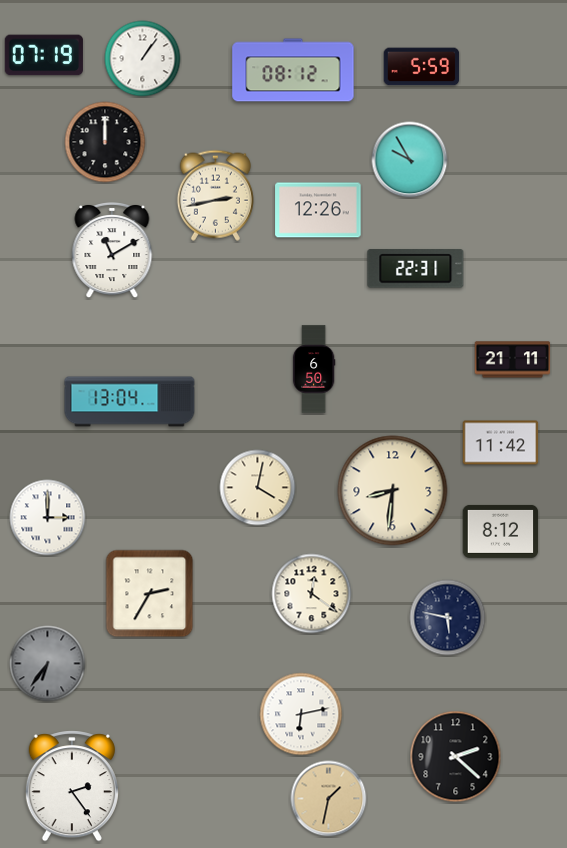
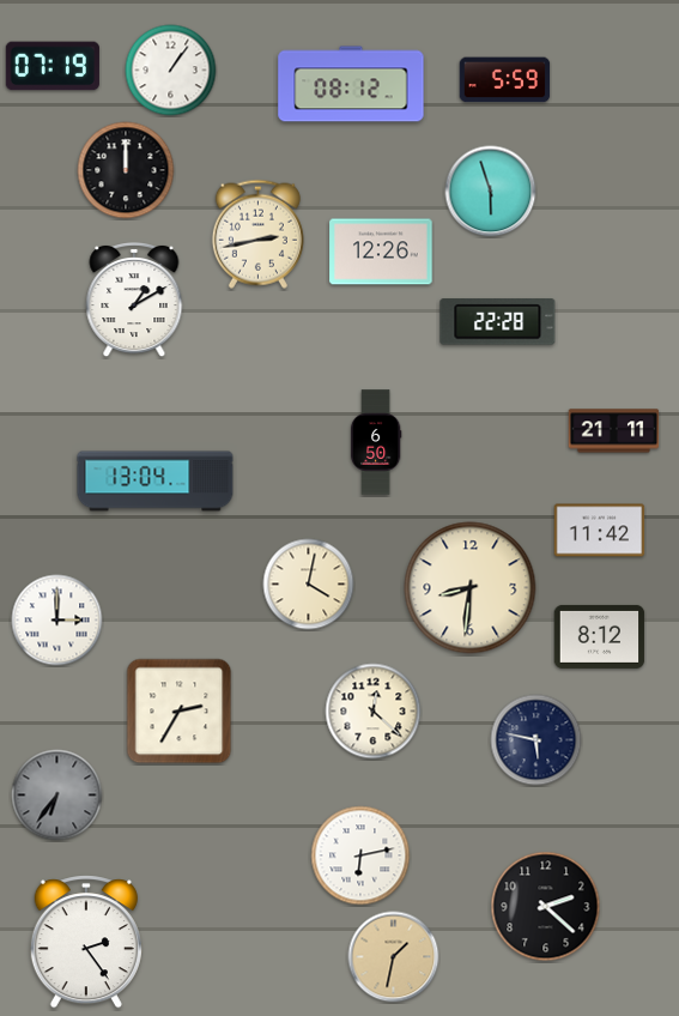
clock at (410, 160): 9:55 -> 5:57
clock at (112, 250): 11:10 -> 1:10
clock at (416, 269): 22:31 -> 22:28
clock at (312, 594): 12:21 -> 12:22
